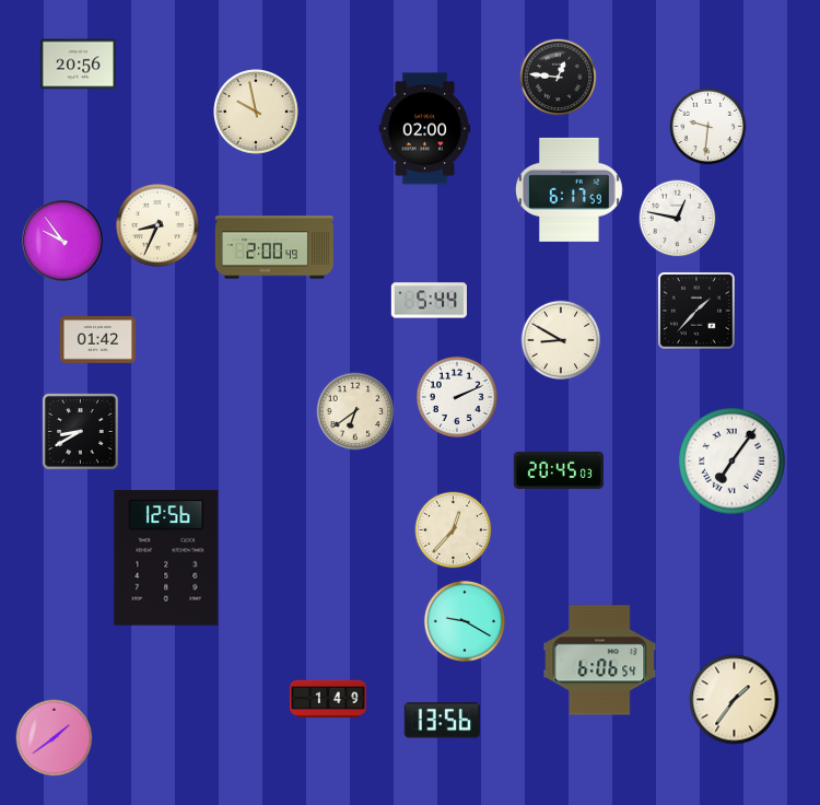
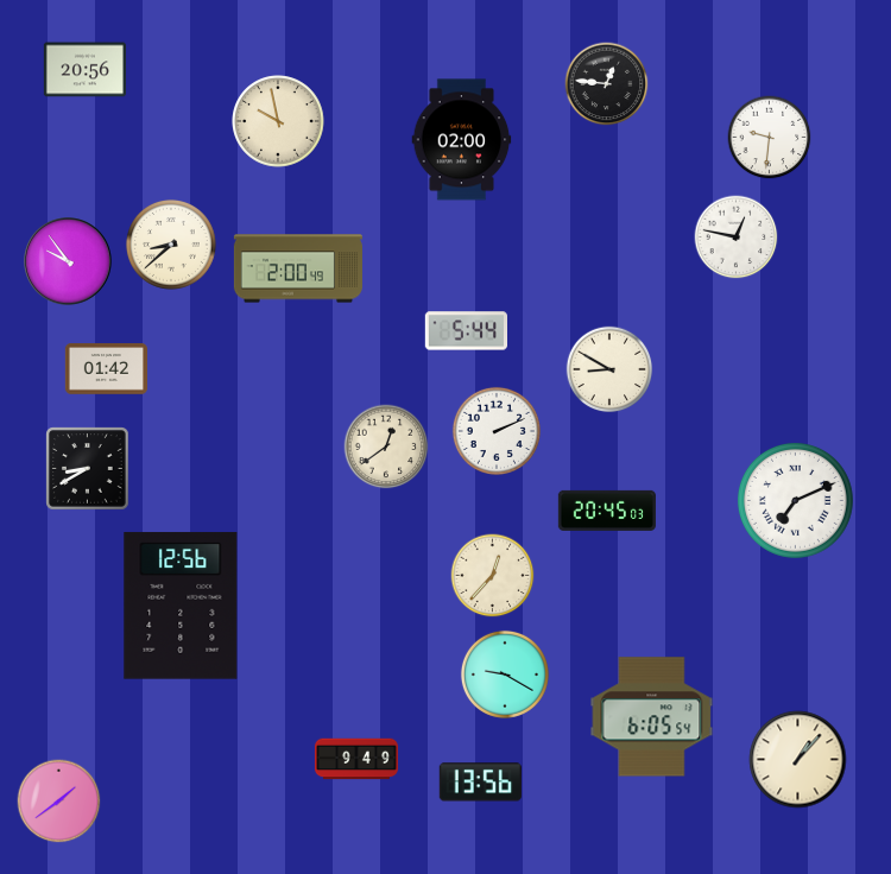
clock at (570, 189): 6:17 -> none
clock at (157, 225): 8:34 -> 8:38
clock at (429, 301) position: (429, 301) -> (466, 331)
clock at (696, 311): 1:37 -> none
clock at (355, 411): 6:39 -> 12:39
clock at (731, 460): 7:06 -> 7:11
clock at (600, 661): 6:06 -> 6:05
clock at (328, 699): 1:49 -> 9:49
clock at (735, 700): 1:36 -> 1:07
